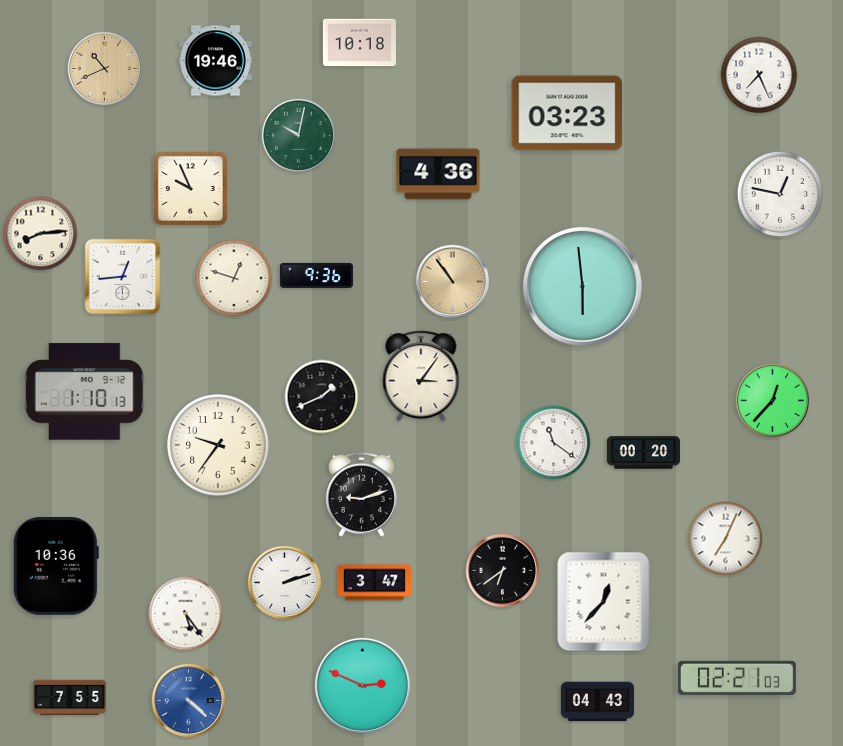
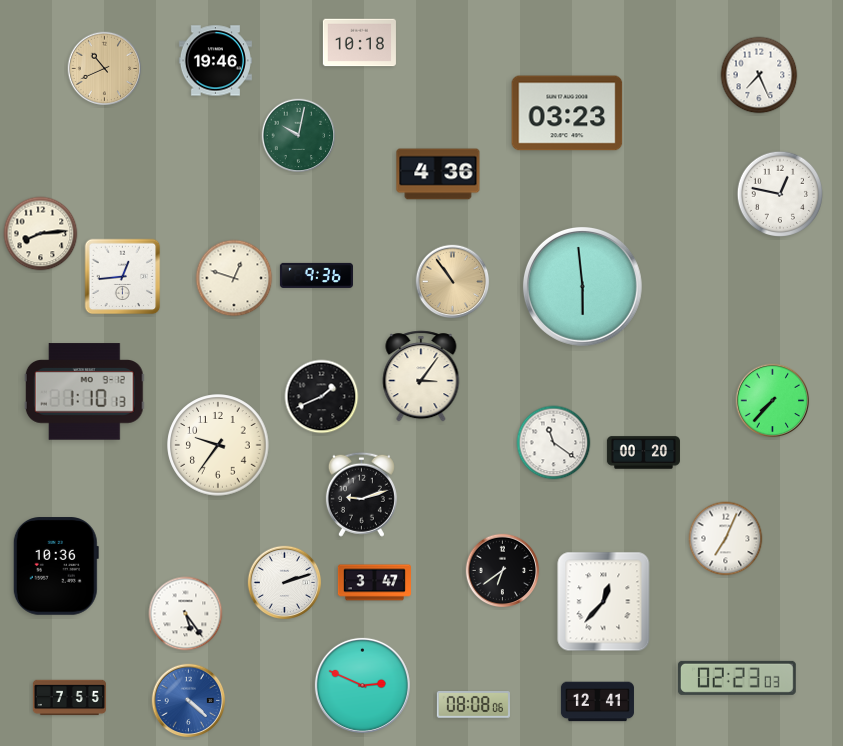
clock at (190, 188): 9:56 -> none
clock at (773, 401): 12:37 -> 7:37
clock at (737, 678): 02:21 -> 02:23
clock at (597, 702): 04:43 -> 12:41
clock at (473, 705): none -> 08:08
